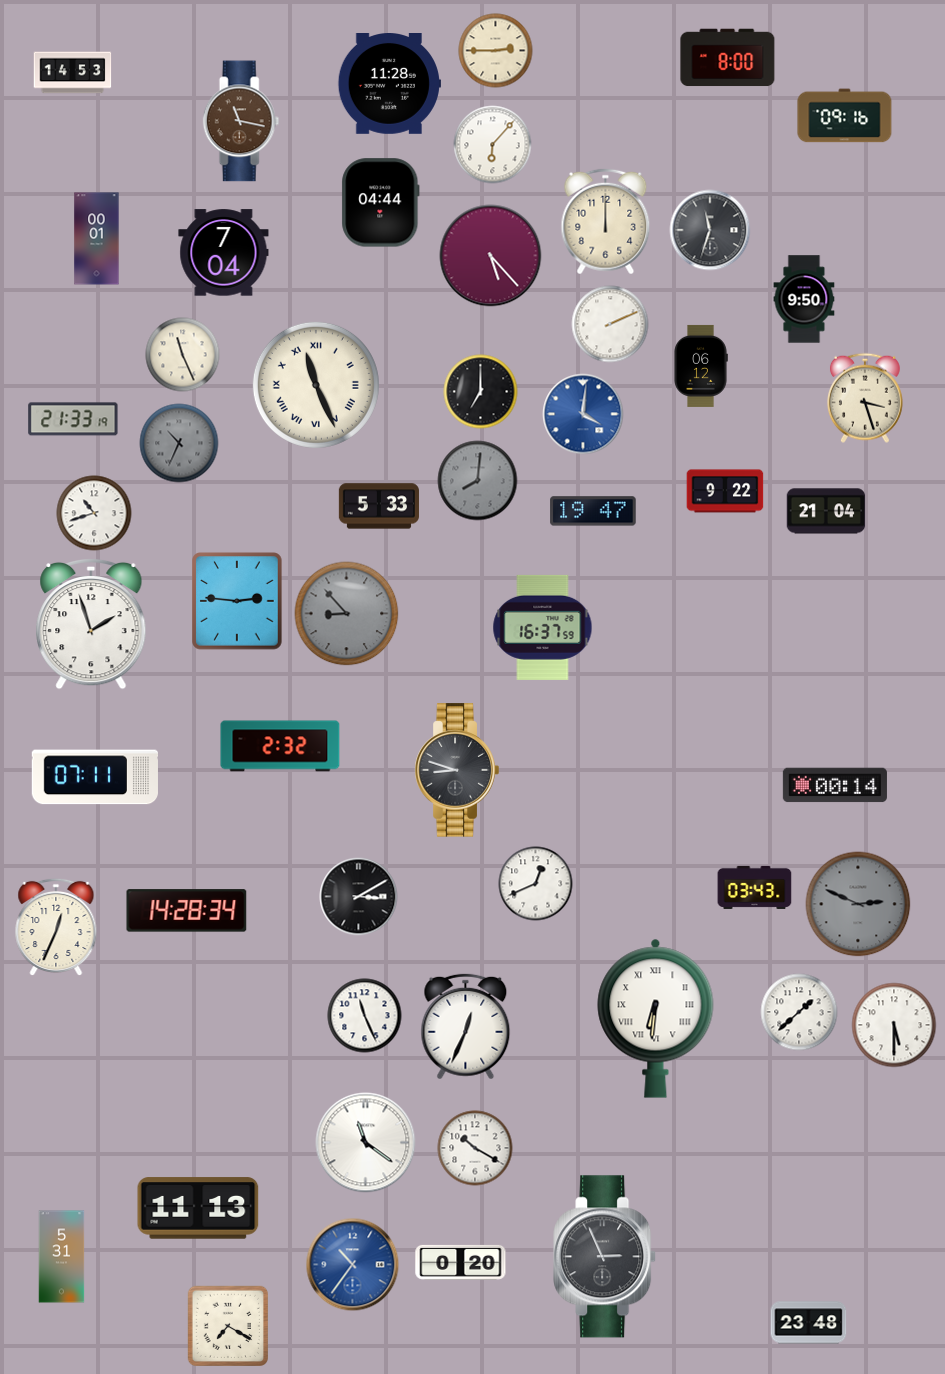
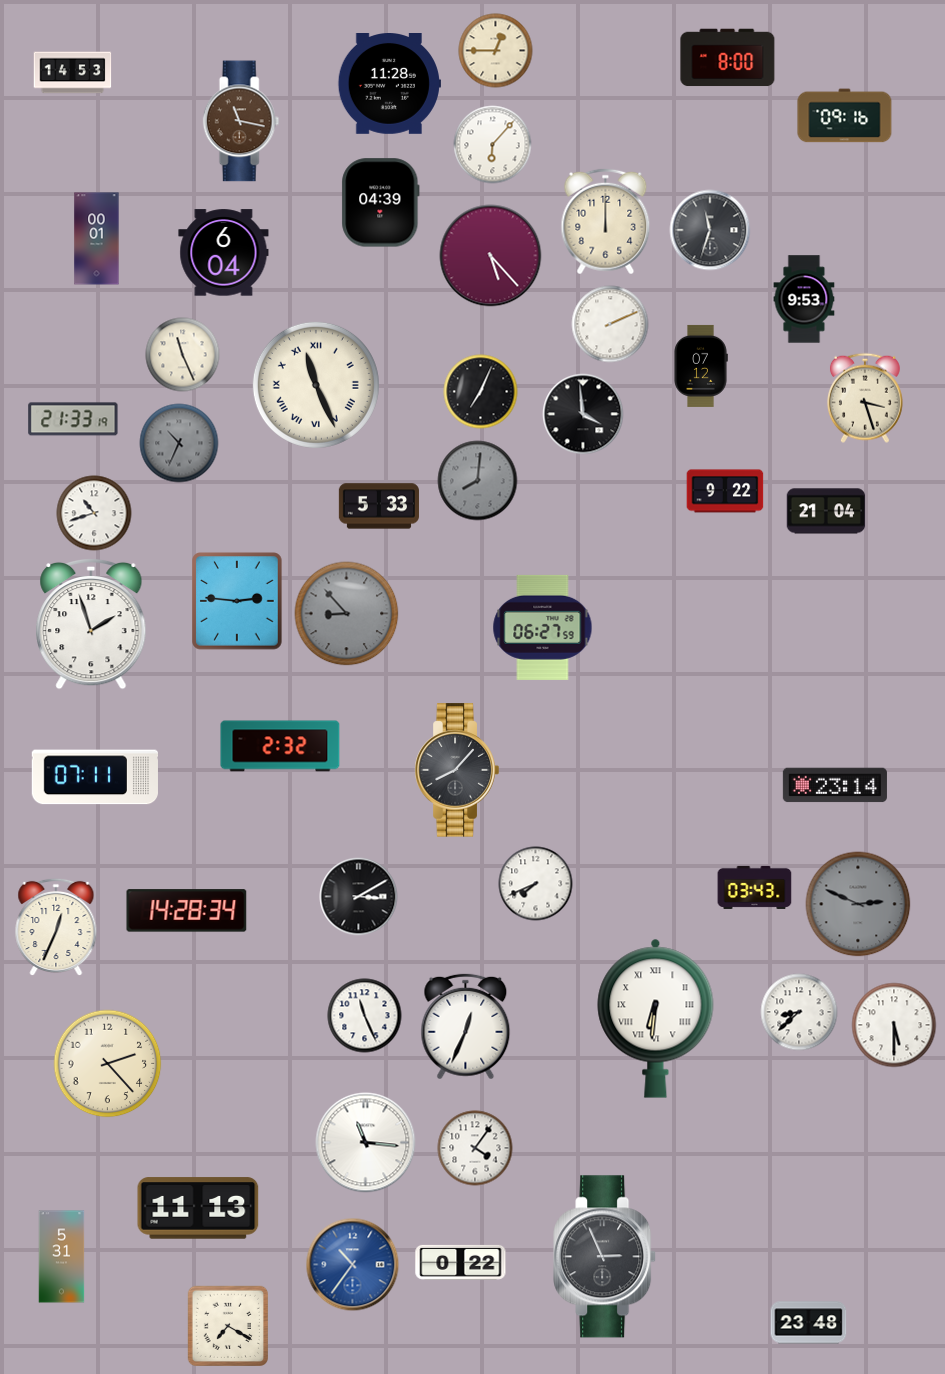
clock at (496, 51): 2:45 -> 12:45
clock at (381, 203): 04:44 -> 04:39
clock at (224, 253): 7:04 -> 6:04
clock at (804, 299): 9:50 -> 9:53
clock at (701, 366): 06:12 -> 07:12
clock at (481, 392): 7:00 -> 7:04
clock at (583, 414): 4:01 -> 3:59
clock at (583, 414) dial: blue -> black
clock at (593, 511): 19:47 -> none
clock at (543, 627): 16:37 -> 06:27
clock at (457, 770): 8:48 -> 8:07
clock at (835, 785): 00:14 -> 23:14
clock at (536, 884): 12:41 -> 7:41
clock at (799, 1012): 1:38 -> 8:38
clock at (108, 1064): none -> 2:23
clock at (366, 1143): 11:21 -> 11:16
clock at (475, 1148): 10:20 -> 4:06
clock at (461, 1262): 0:20 -> 0:22
